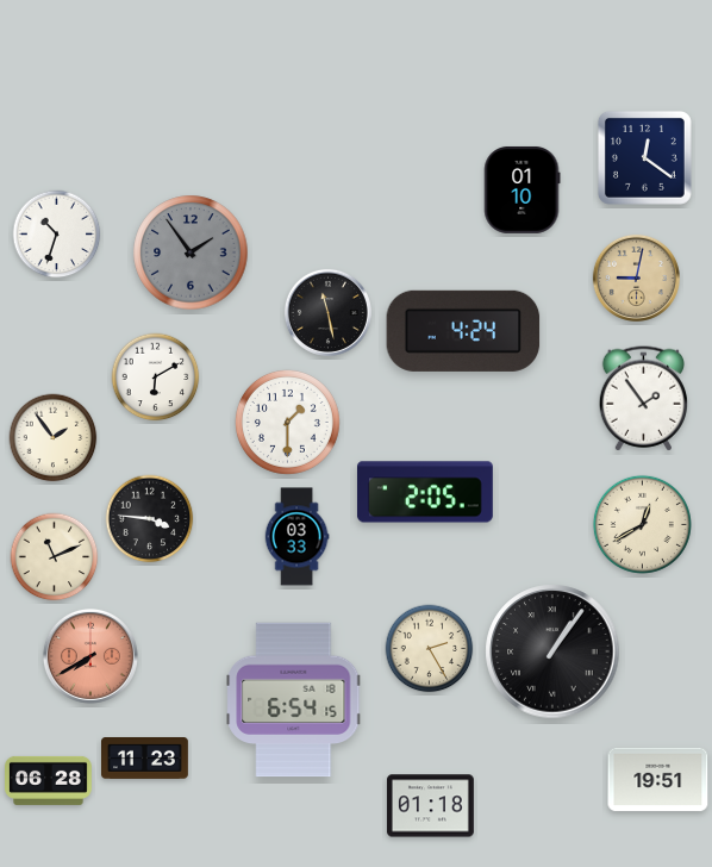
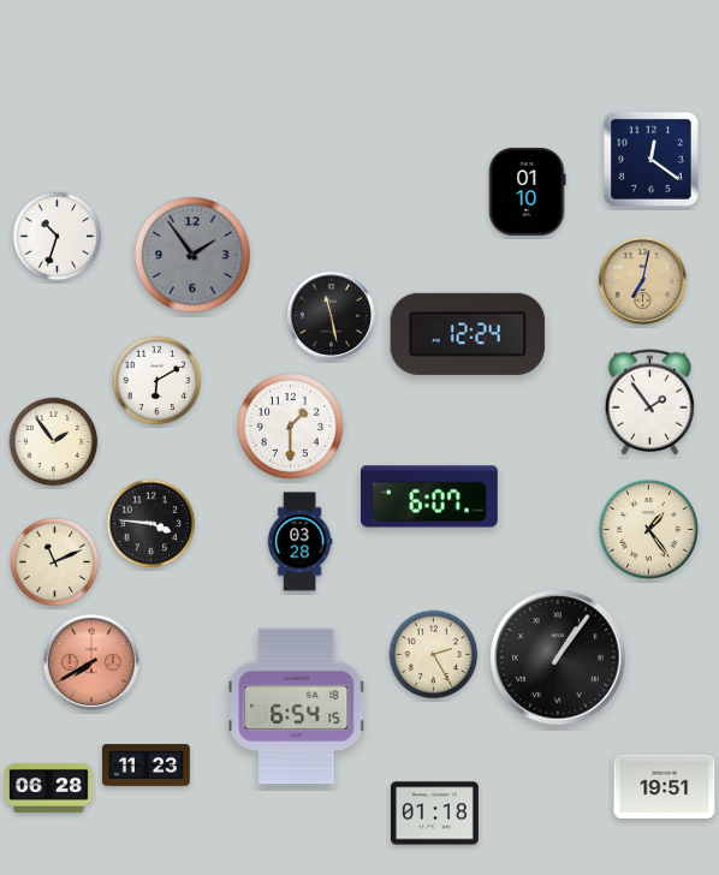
clock at (636, 277): 9:02 -> 7:02
clock at (463, 331): 4:24 -> 12:24
clock at (425, 492): 2:05 -> 6:07
clock at (642, 524): 12:40 -> 1:24
clock at (296, 537): 03:33 -> 03:28
